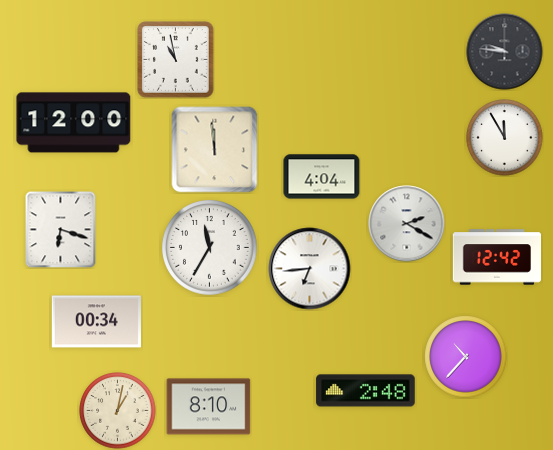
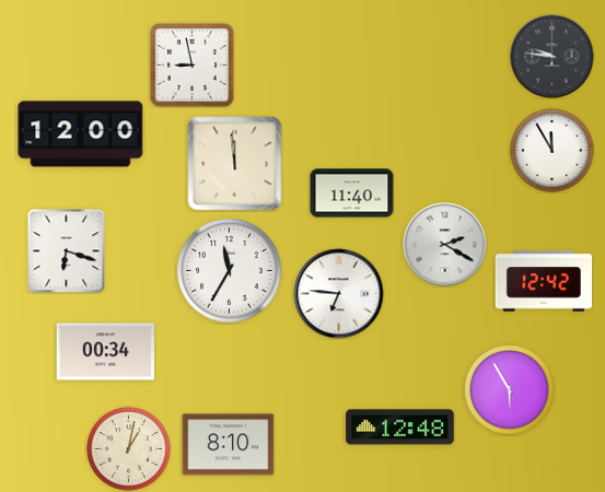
clock at (176, 60): 10:58 -> 8:58
clock at (322, 177): 4:04 -> 11:40
clock at (310, 269): 6:44 -> 6:46
clock at (466, 357): 10:37 -> 5:55
clock at (366, 391): 2:48 -> 12:48
